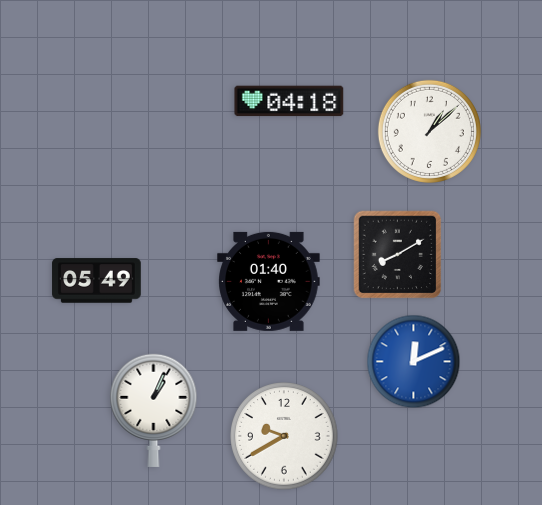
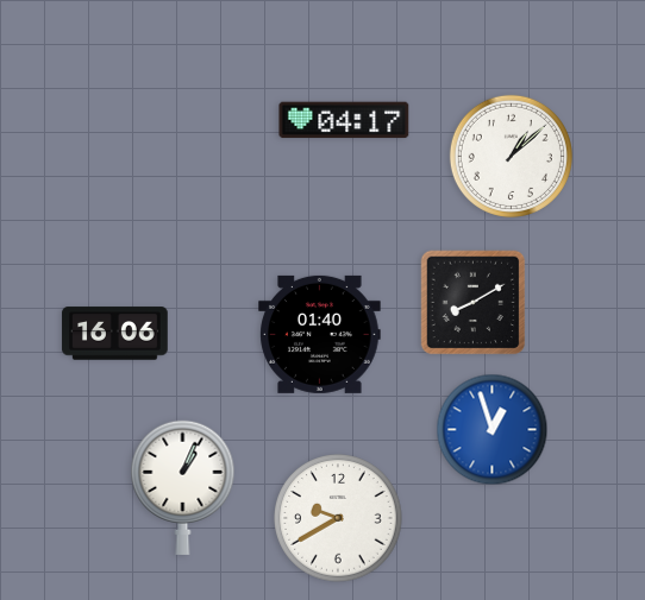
clock at (289, 101): 04:18 -> 04:17
clock at (97, 281): 05:49 -> 16:06
clock at (414, 362): 12:11 -> 12:57
